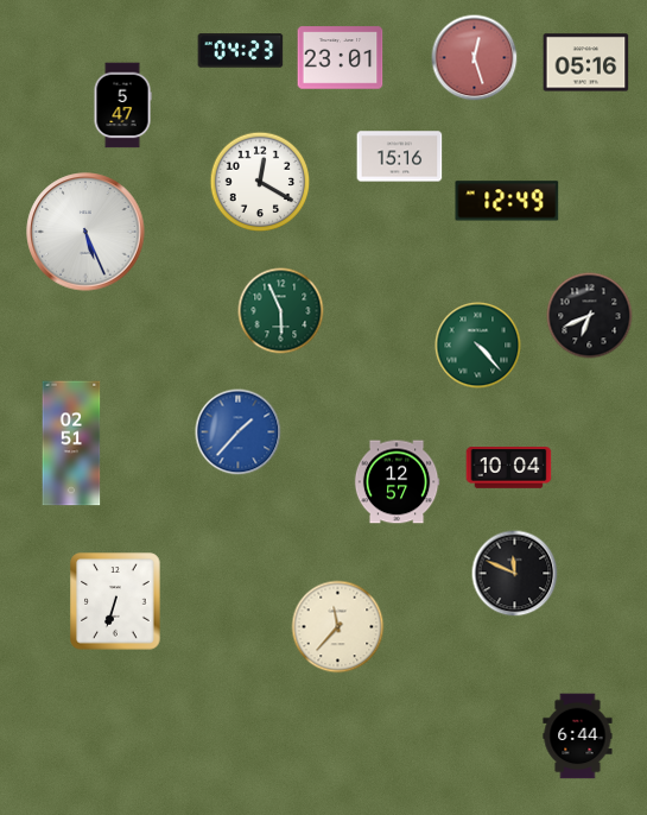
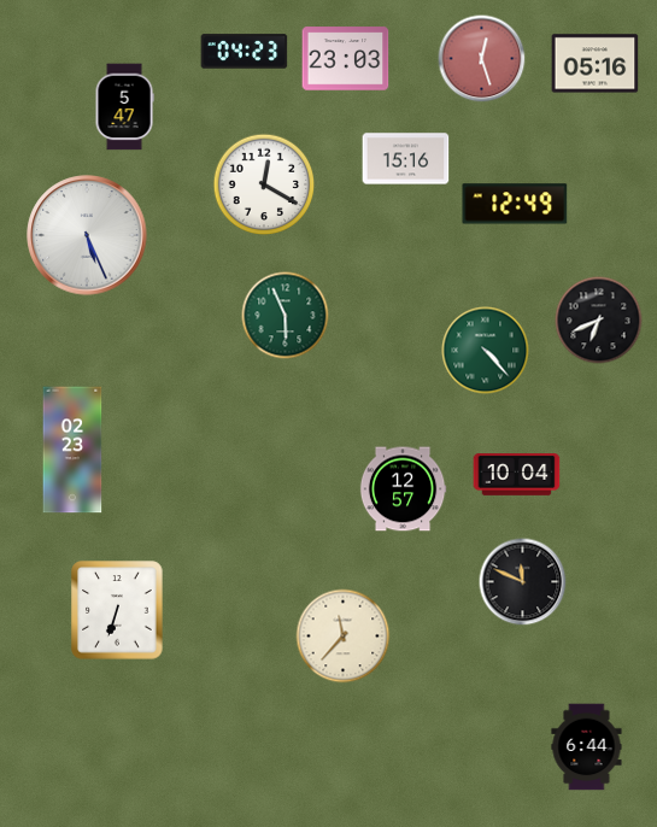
clock at (341, 58): 23:01 -> 23:03
clock at (239, 432): 1:37 -> none
clock at (71, 443): 02:51 -> 02:23
